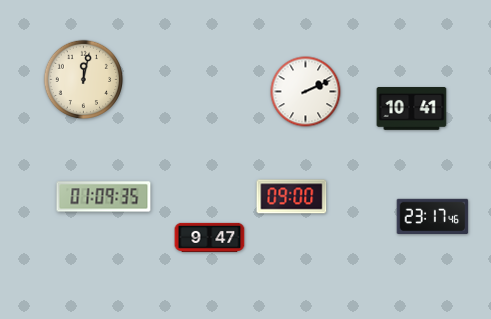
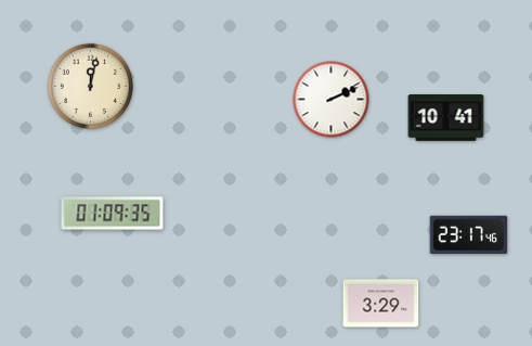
clock at (292, 197): 09:00 -> none
clock at (210, 237): 9:47 -> none
clock at (381, 304): none -> 3:29
